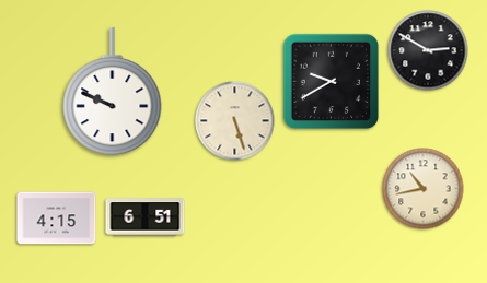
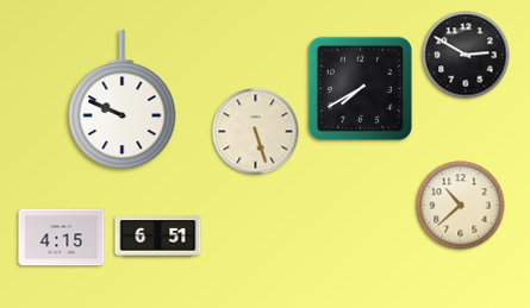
clock at (332, 82): 9:40 -> 7:40
clock at (424, 189): 10:43 -> 10:38
